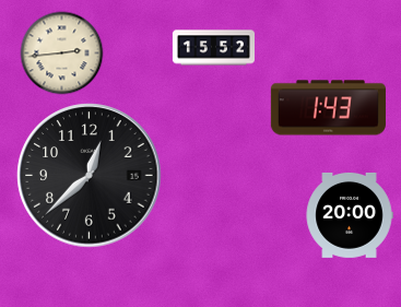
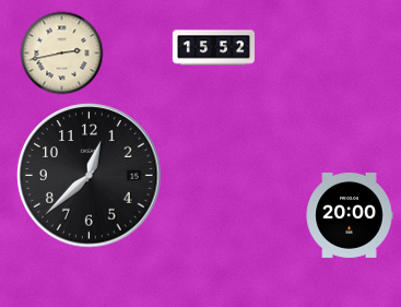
clock at (62, 54): 2:44 -> 2:43
clock at (328, 108): 1:43 -> none
